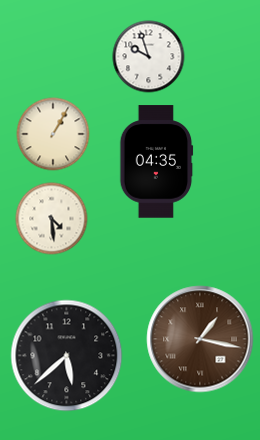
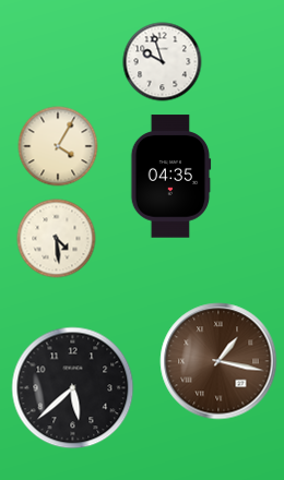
clock at (53, 134): 1:05 -> 4:05
clock at (200, 339) position: (200, 339) -> (218, 361)
